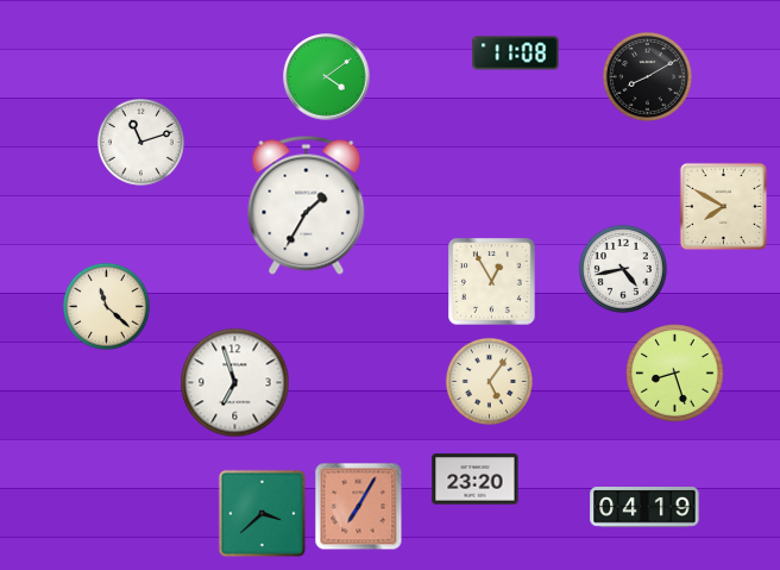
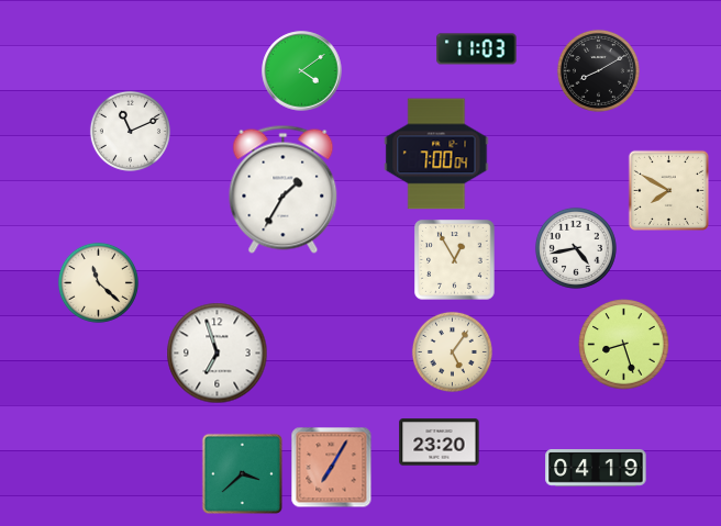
clock at (516, 54): 11:08 -> 11:03
clock at (140, 142): 11:12 -> 11:11
clock at (436, 154): none -> 7:00
